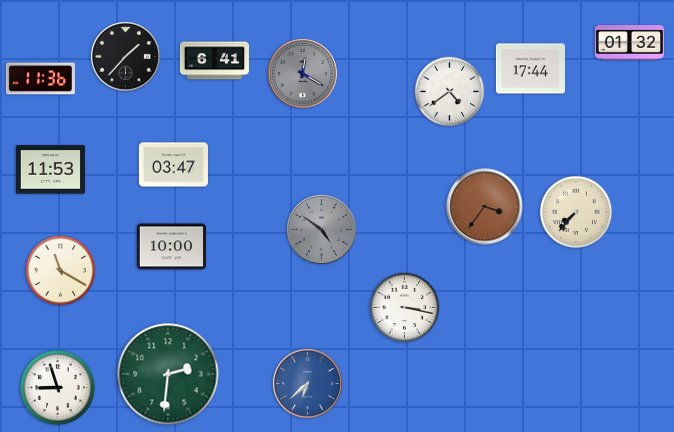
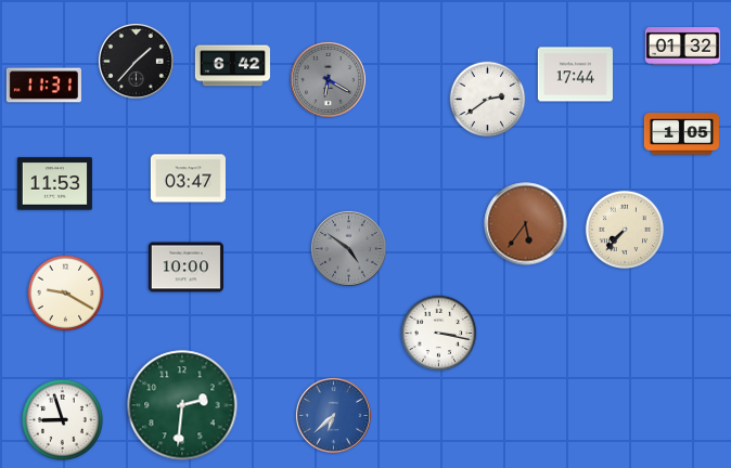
clock at (214, 61): 6:41 -> 6:42
clock at (302, 73): 12:20 -> 6:20
clock at (40, 79): 11:36 -> 11:31
clock at (450, 92): 4:39 -> 2:39
clock at (681, 134): none -> 1:05
clock at (485, 207): 3:36 -> 5:36
clock at (61, 271): 11:20 -> 9:20
